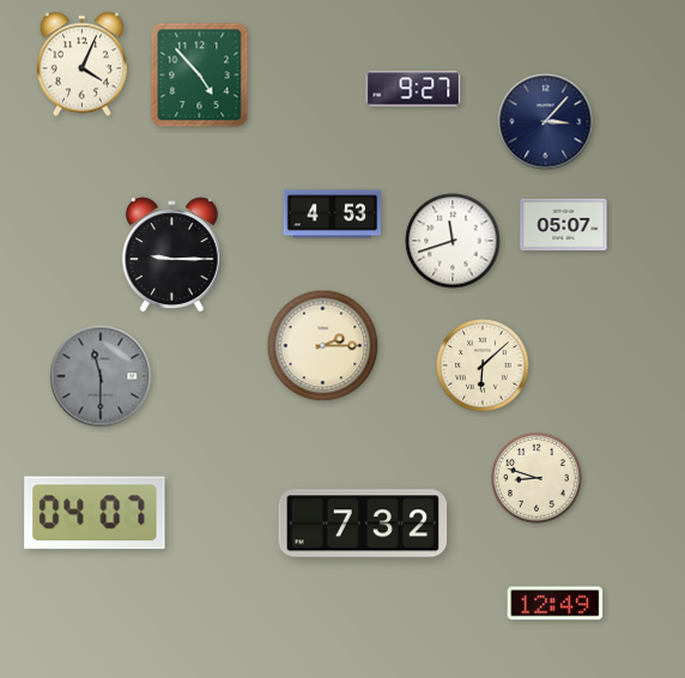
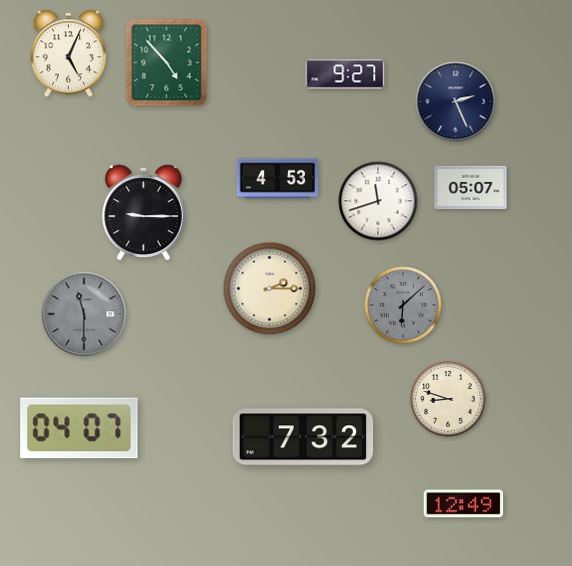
clock at (81, 65): 4:04 -> 5:04
clock at (546, 122): 3:07 -> 2:26
clock at (483, 365) dial: cream -> grey
